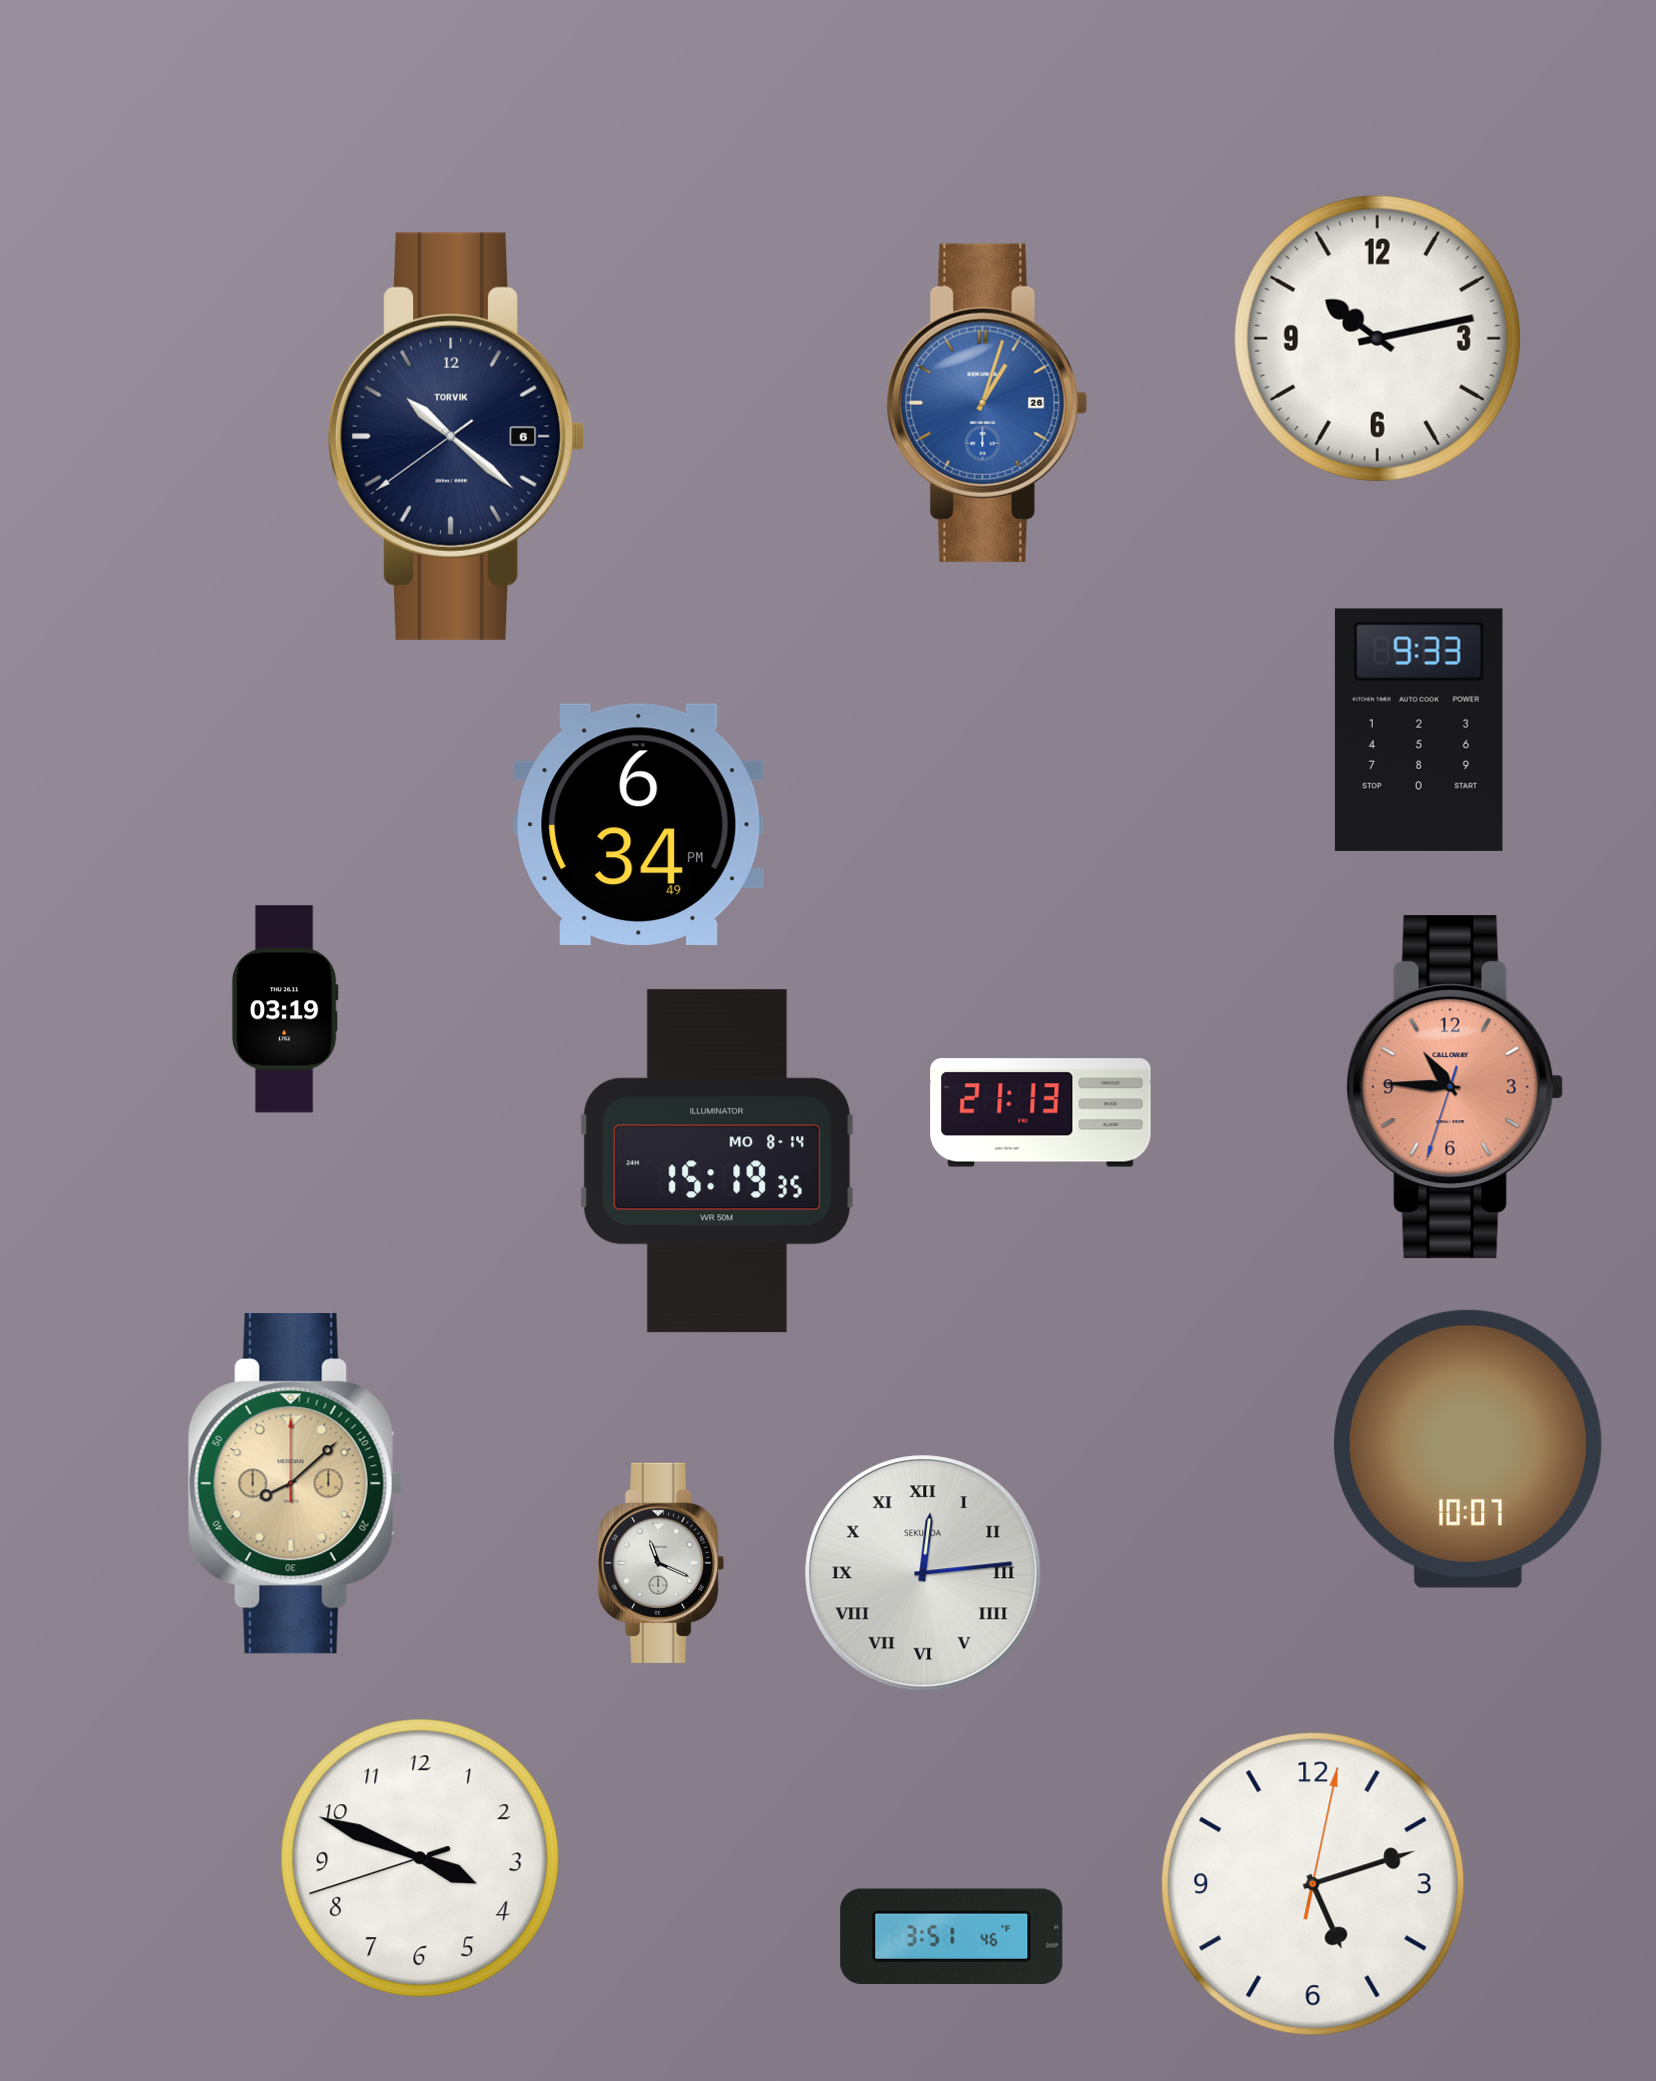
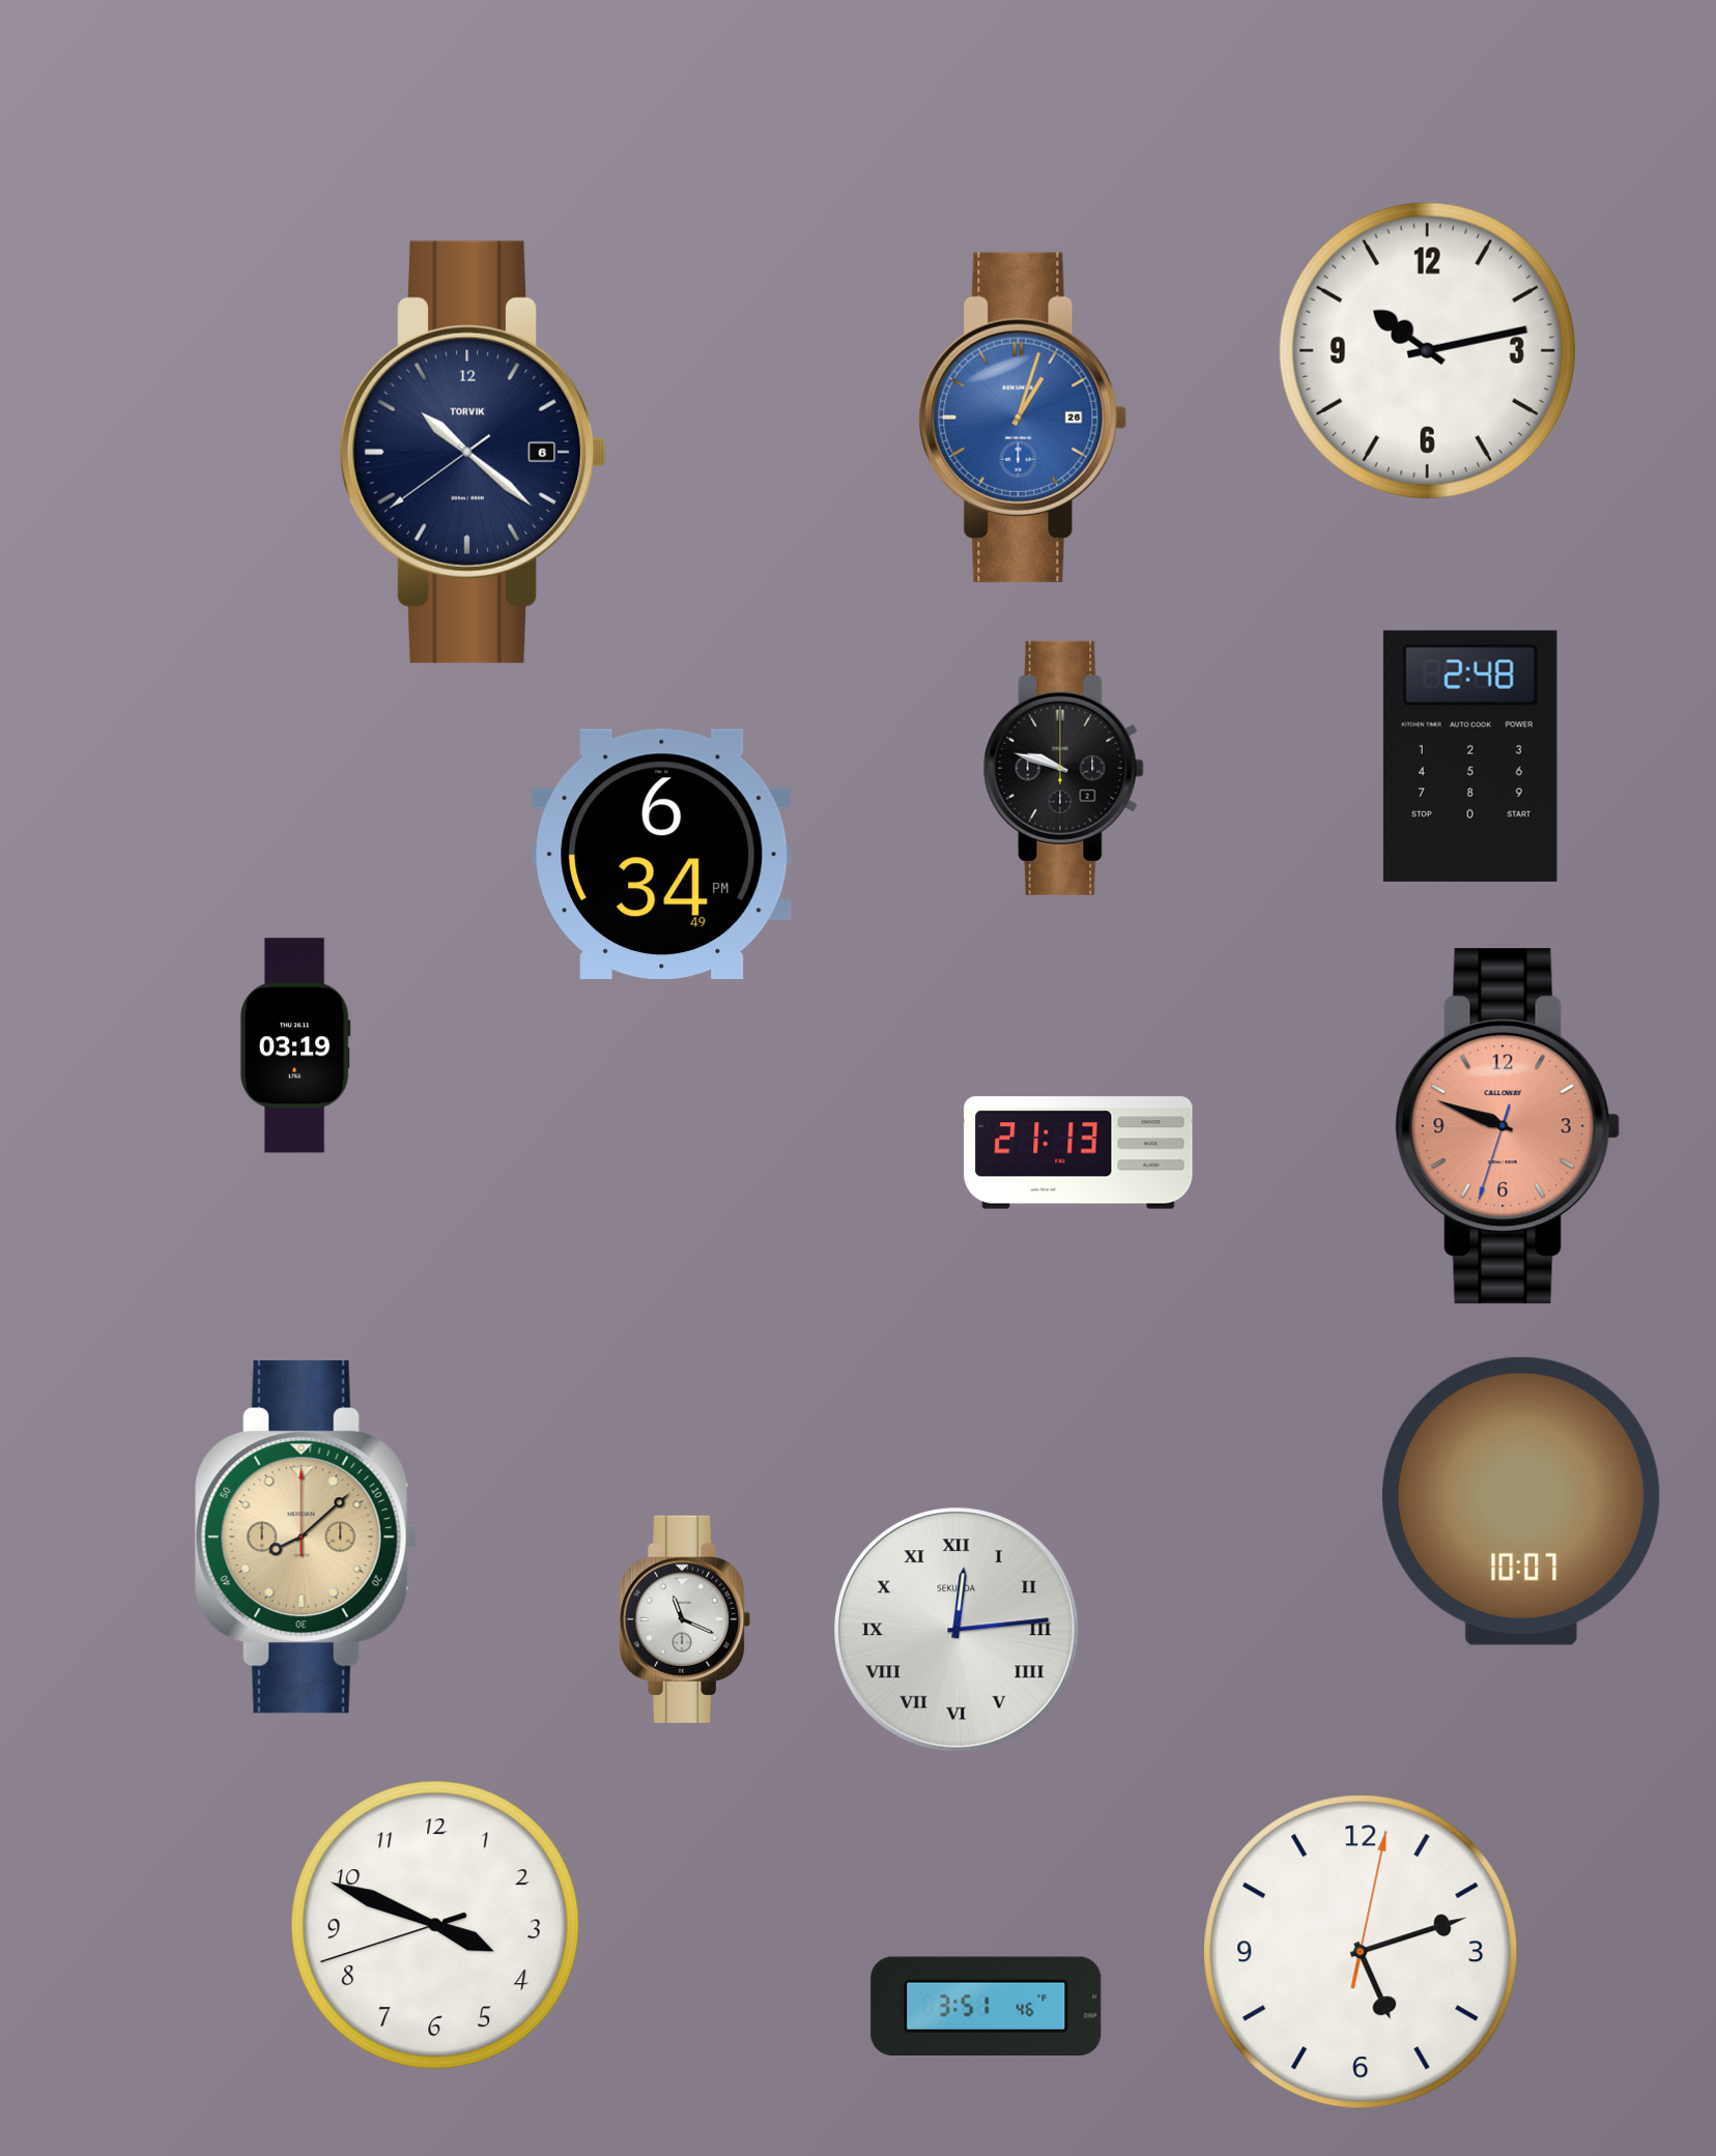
clock at (1419, 730): 9:33 -> 2:48
clock at (1063, 768): none -> 9:48
clock at (1455, 1087): 10:45 -> 9:48
clock at (717, 1161): 15:19 -> none
